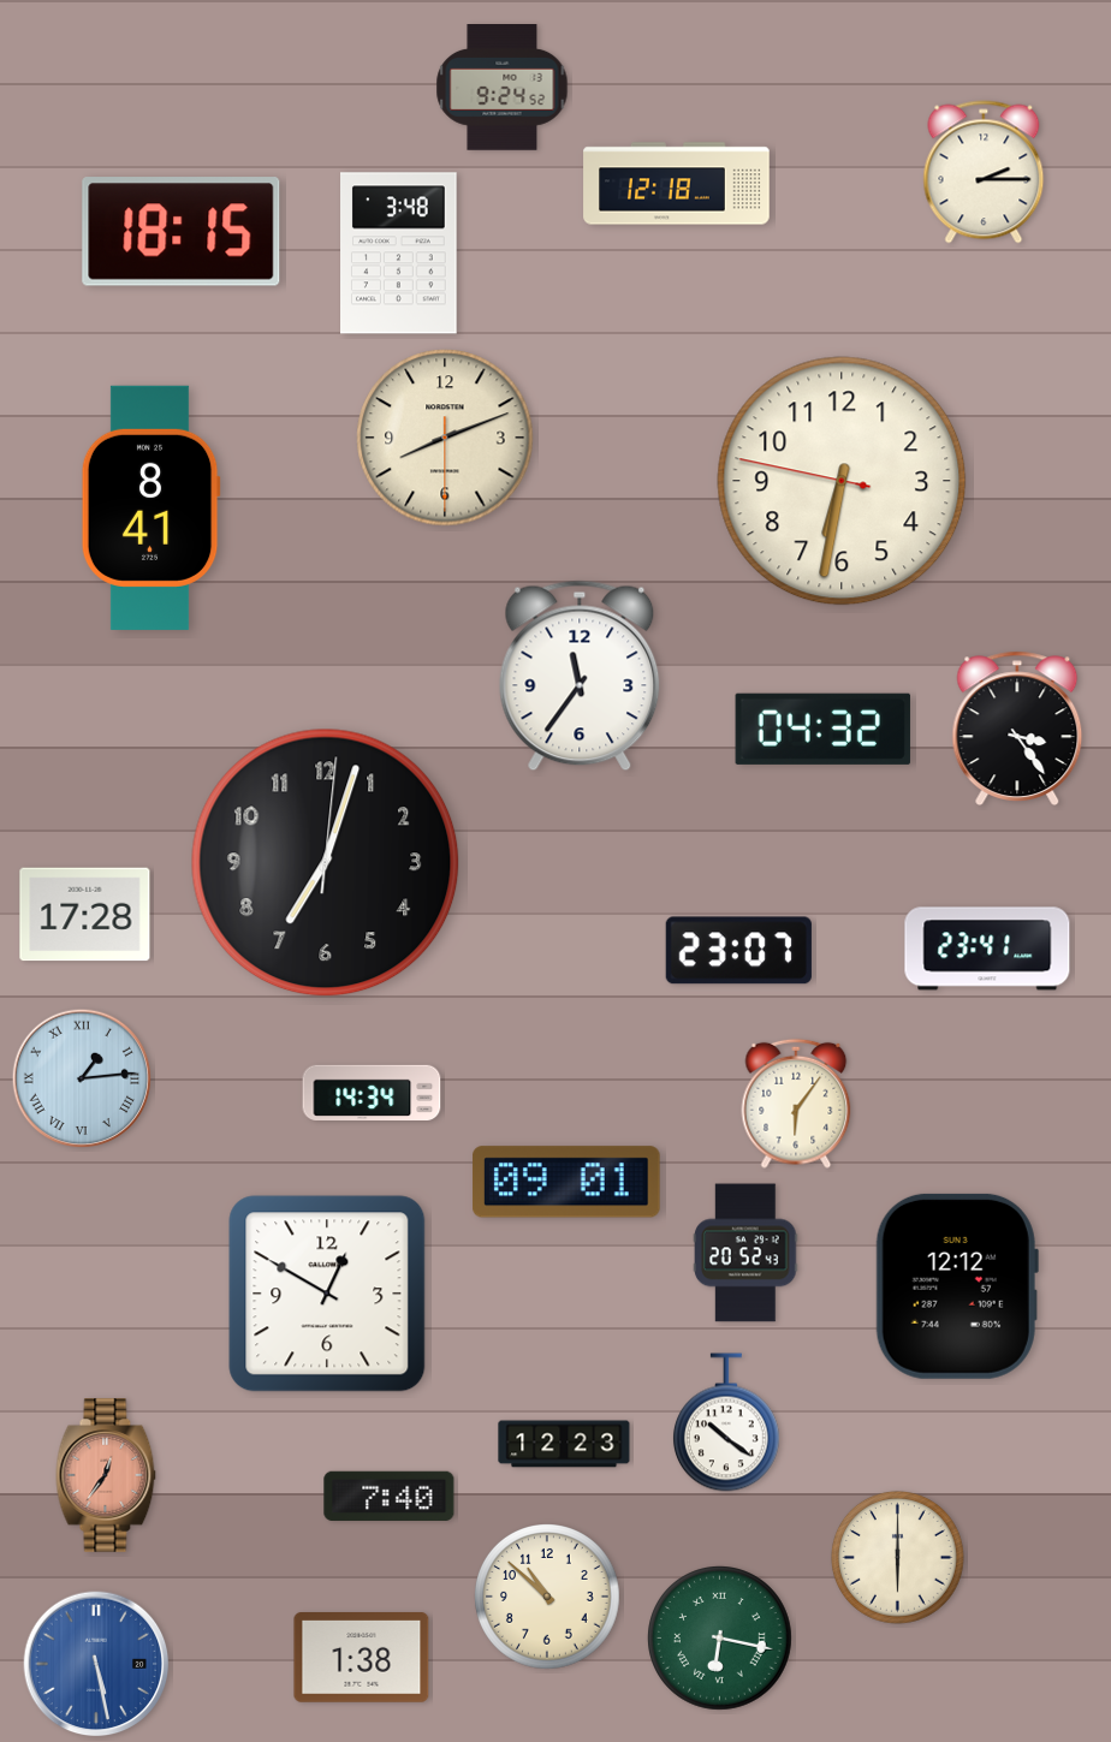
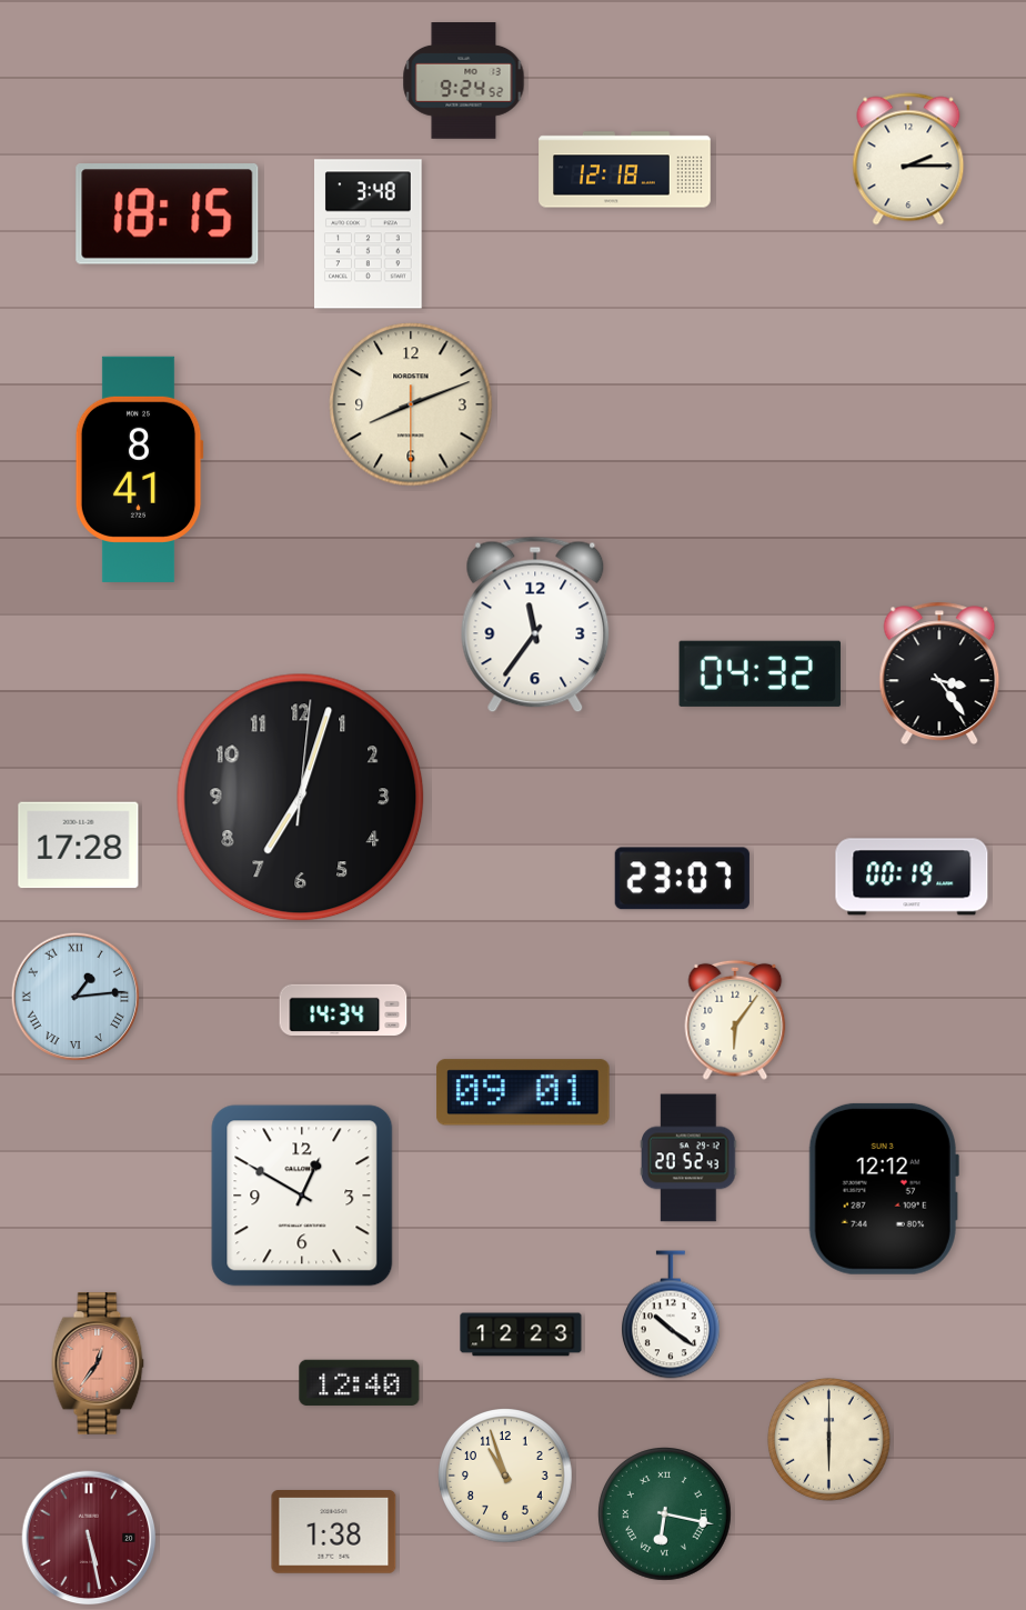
clock at (842, 481): 6:31 -> none
clock at (987, 949): 23:41 -> 00:19
clock at (390, 1496): 7:40 -> 12:40
clock at (548, 1598): 10:52 -> 10:57
clock at (96, 1664) dial: blue -> burgundy
